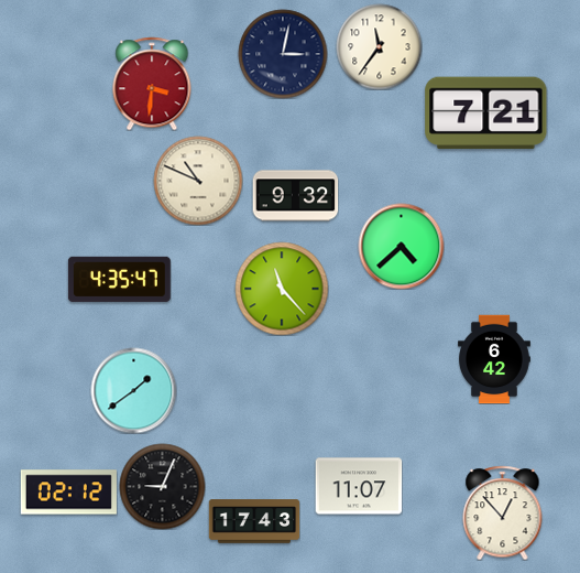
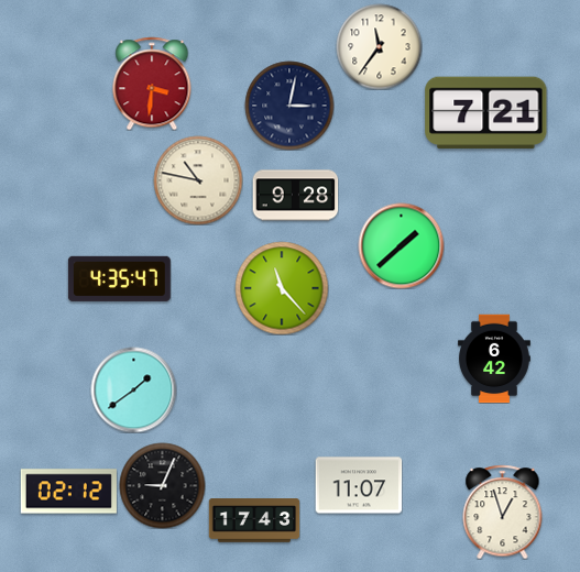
clock at (283, 54) position: (283, 54) -> (289, 106)
clock at (198, 181): 10:49 -> 10:47
clock at (295, 196): 9:32 -> 9:28
clock at (401, 246): 4:38 -> 1:38
clock at (503, 512): 12:53 -> 12:57
